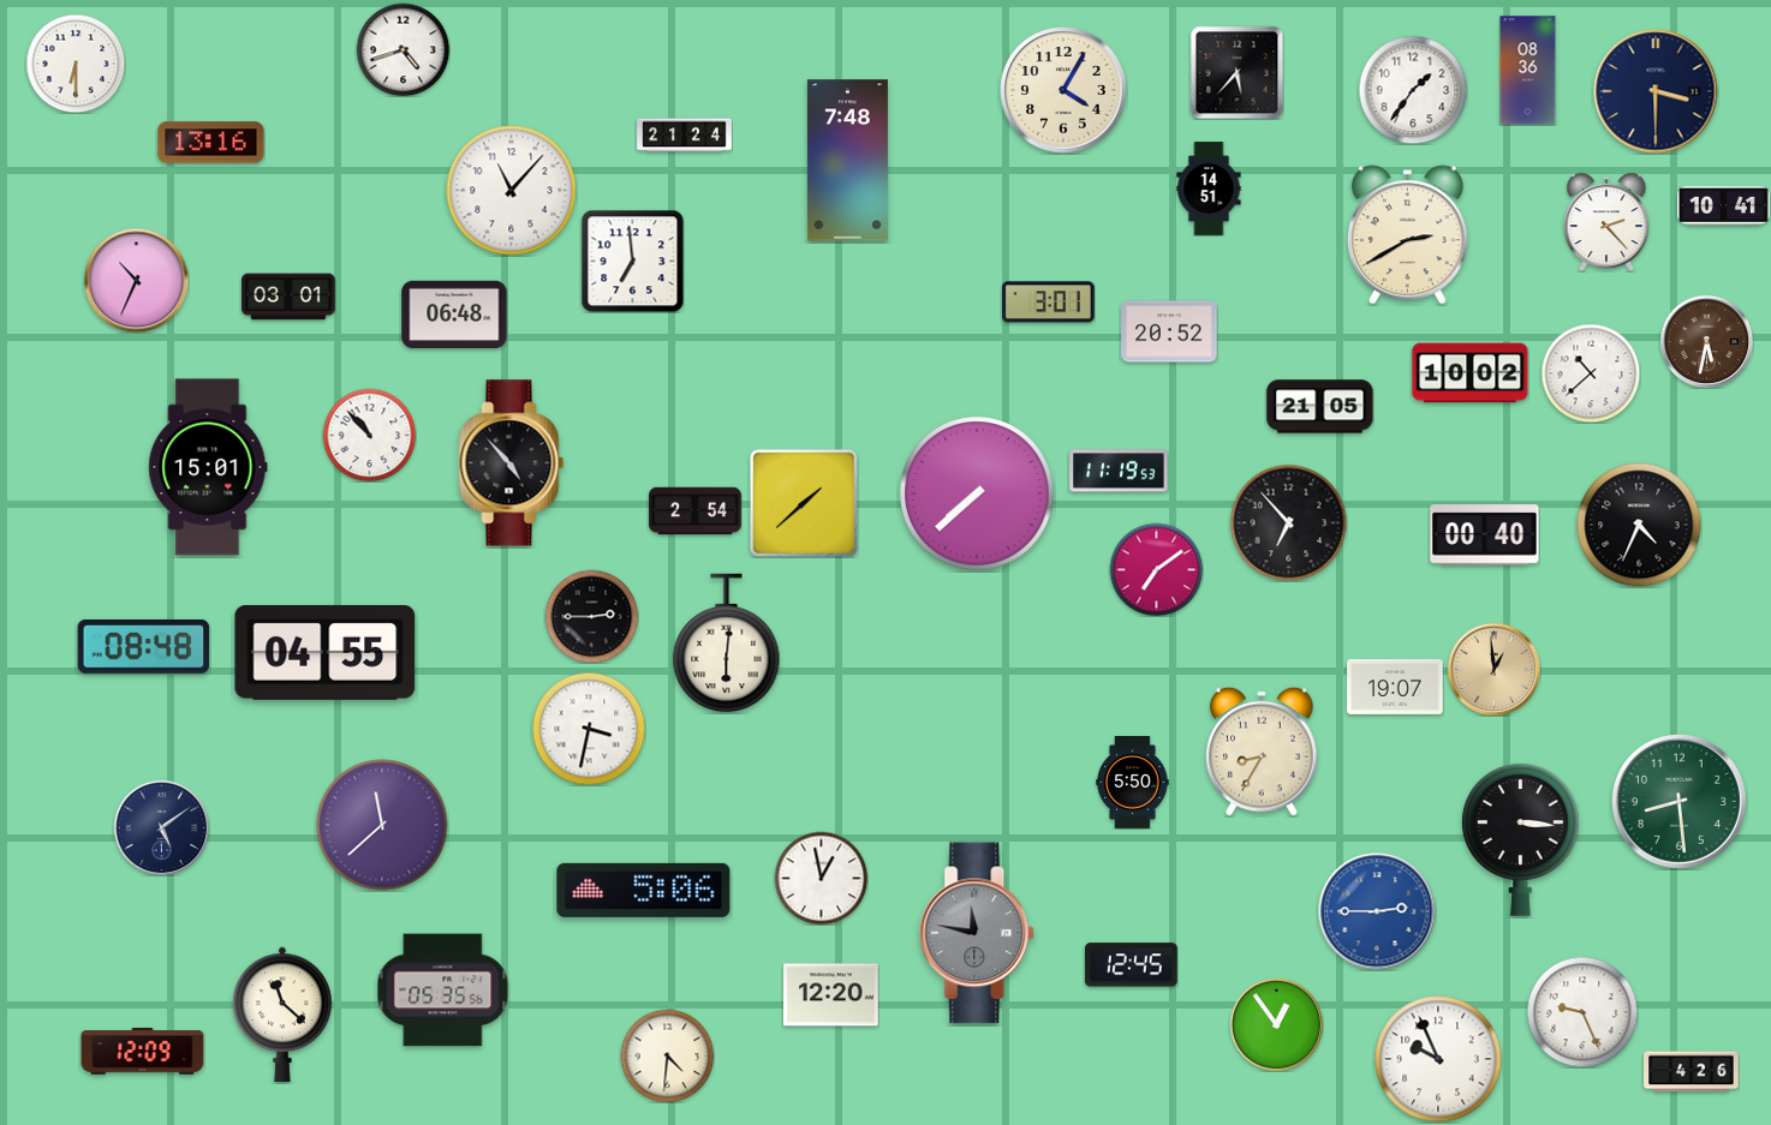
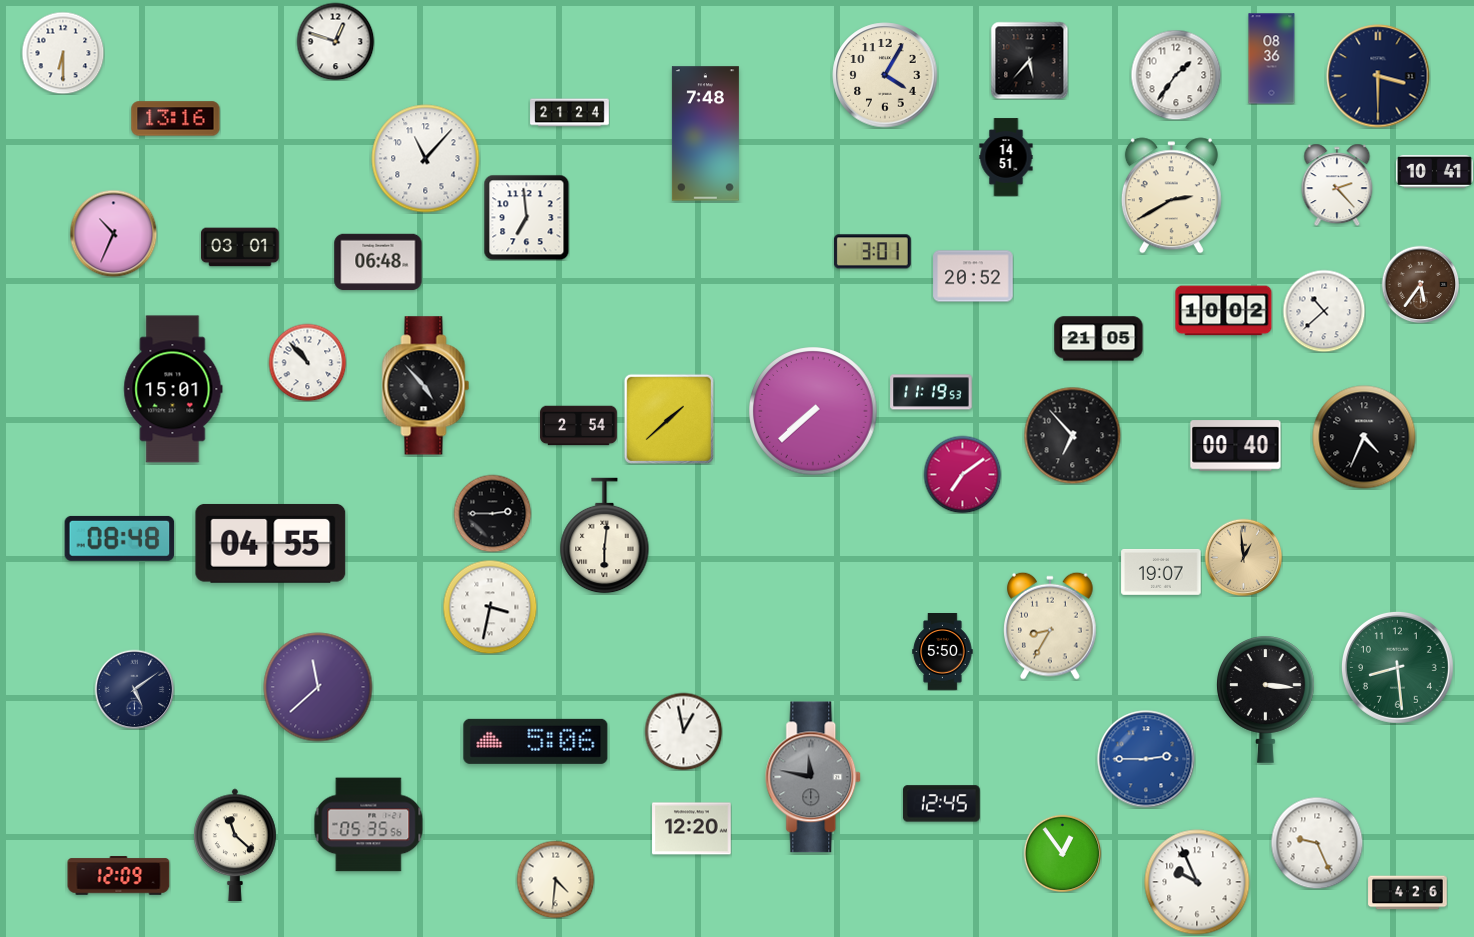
clock at (402, 49): 4:42 -> 12:48
clock at (1706, 341): 5:32 -> 5:36
